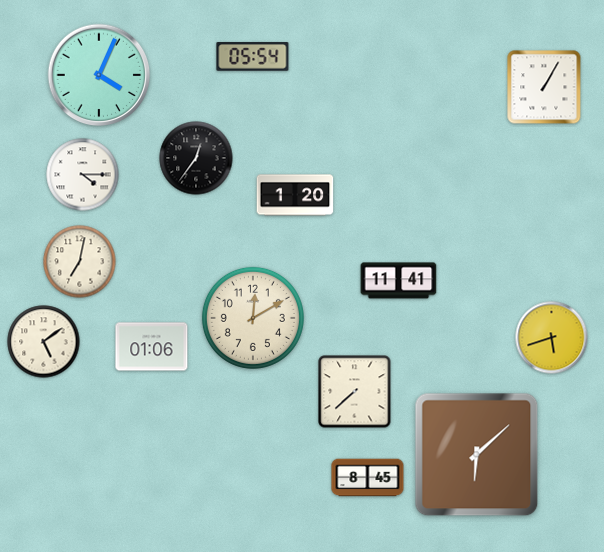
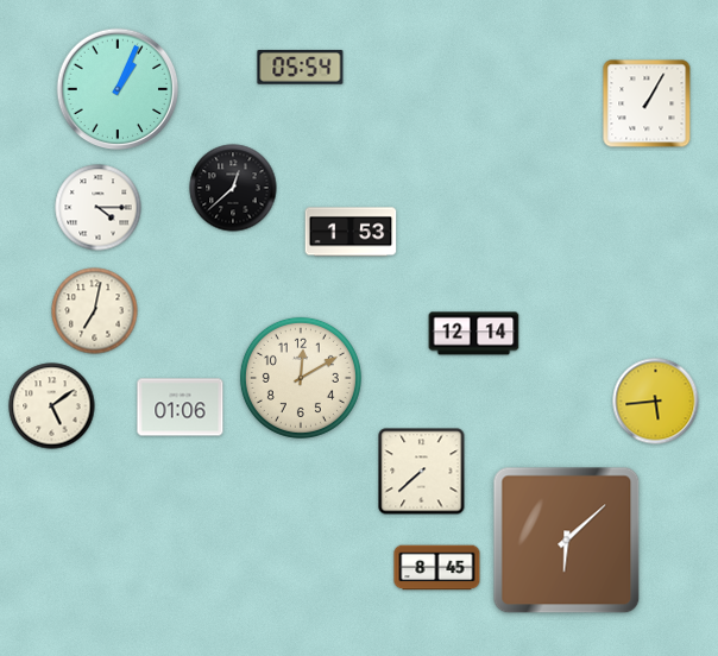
clock at (99, 75): 4:04 -> 1:04
clock at (196, 158): 12:36 -> 12:38
clock at (295, 195): 1:20 -> 1:53
clock at (399, 281): 11:41 -> 12:14
clock at (552, 338): 5:42 -> 5:44
clock at (152, 347) position: (152, 347) -> (181, 408)
clock at (355, 392) position: (355, 392) -> (422, 472)
